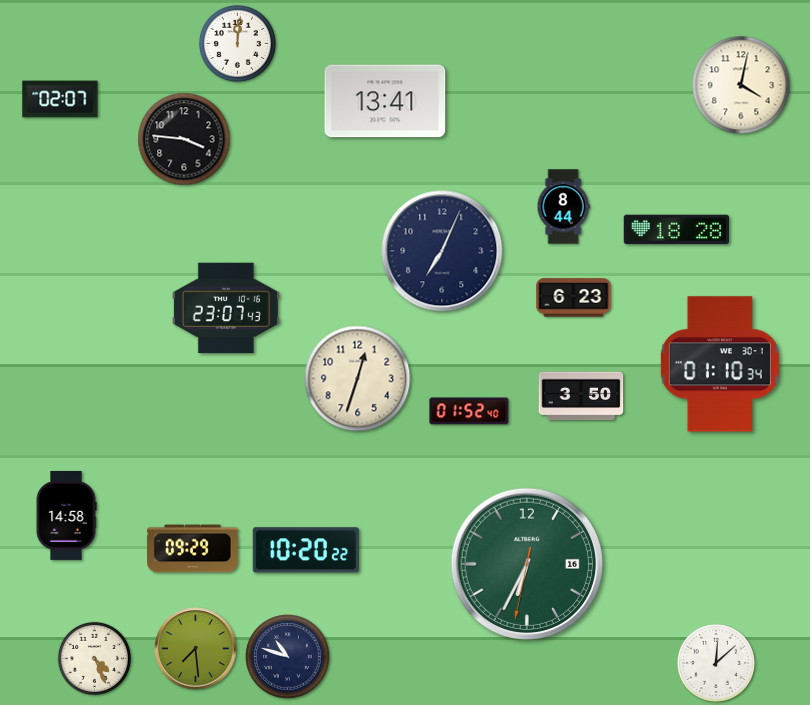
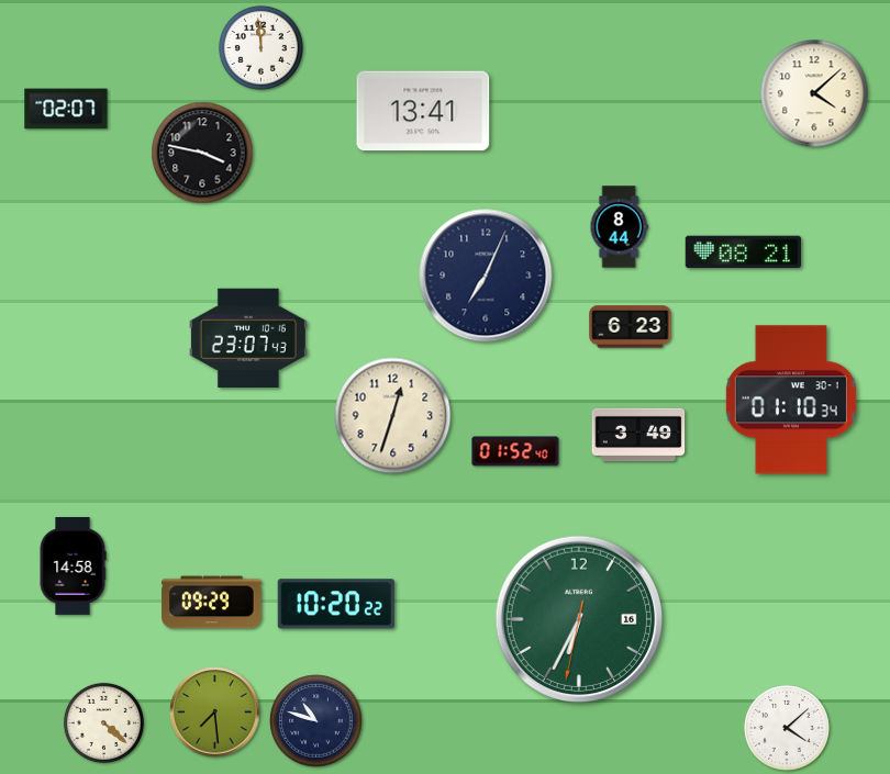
clock at (237, 43): 12:01 -> 11:59
clock at (741, 85): 4:02 -> 4:08
clock at (184, 139): 3:46 -> 3:47
clock at (676, 230): 18:28 -> 08:21
clock at (581, 396): 3:50 -> 3:49
clock at (94, 658): 4:26 -> 4:22
clock at (716, 663): 12:08 -> 4:08
